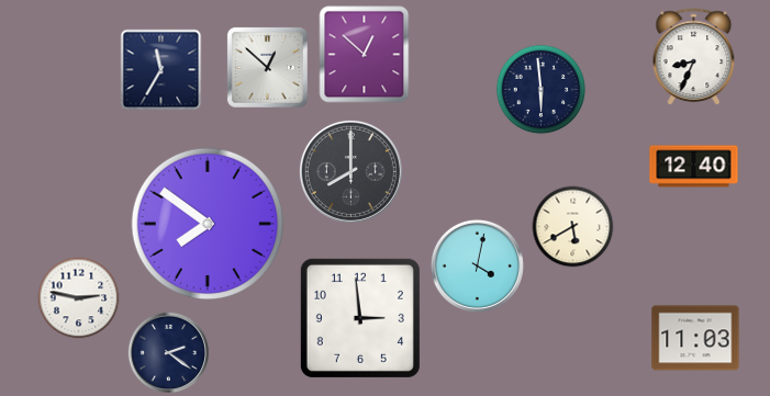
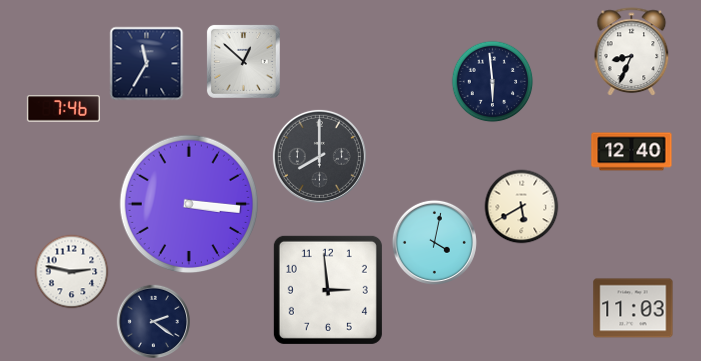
clock at (365, 55): 12:52 -> none
clock at (63, 109): none -> 7:46
clock at (208, 224): 7:51 -> 3:16
